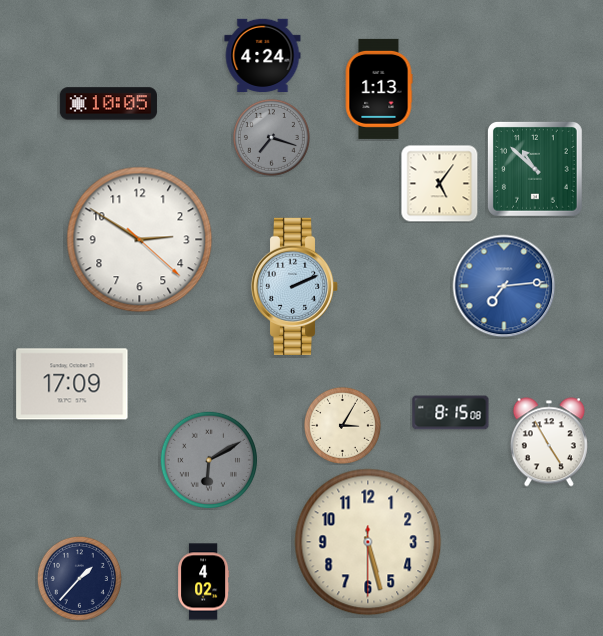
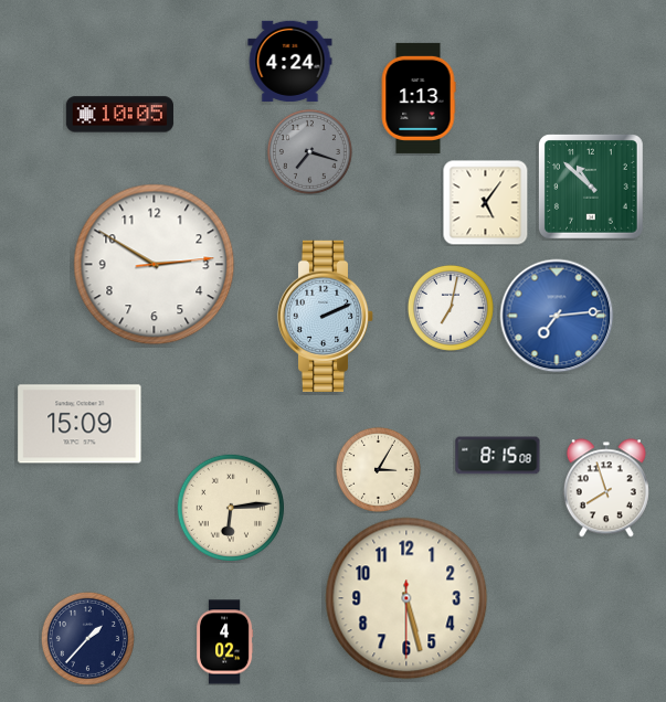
clock at (271, 137) position: (271, 137) -> (309, 151)
clock at (140, 240): 2:50:22 -> 2:50:14
clock at (451, 308): none -> 7:02
clock at (72, 384): 17:09 -> 15:09
clock at (549, 442): 4:55 -> 7:57
clock at (208, 459): 6:10 -> 6:14
clock at (208, 459) dial: grey -> cream
